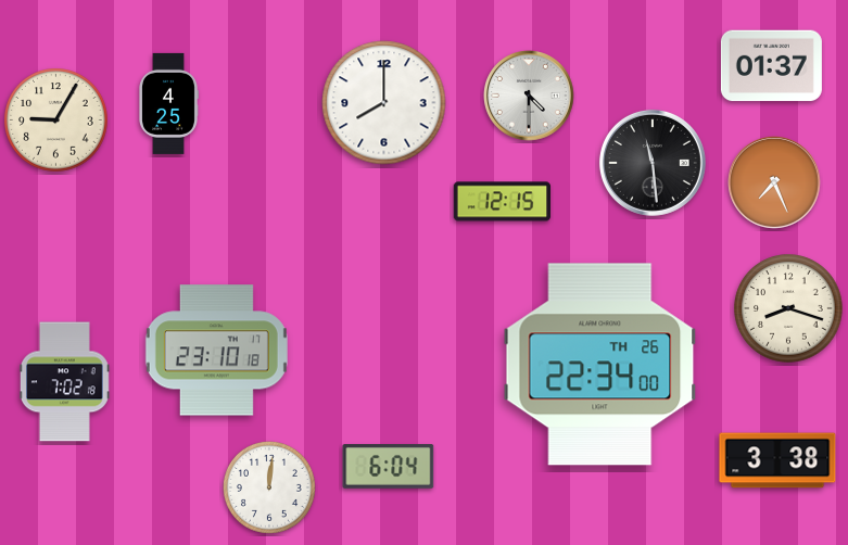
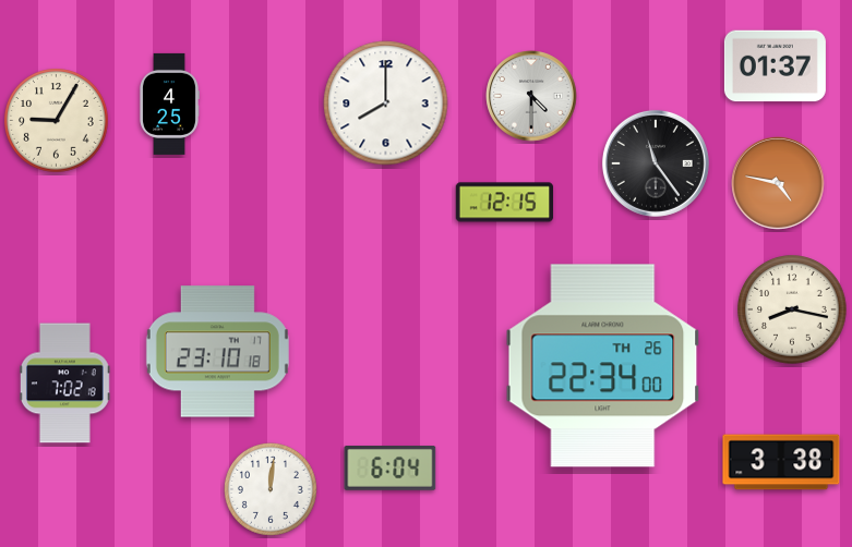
clock at (653, 163): 11:29 -> 11:24
clock at (775, 183): 7:26 -> 4:47
clock at (788, 308): 8:18 -> 8:17
